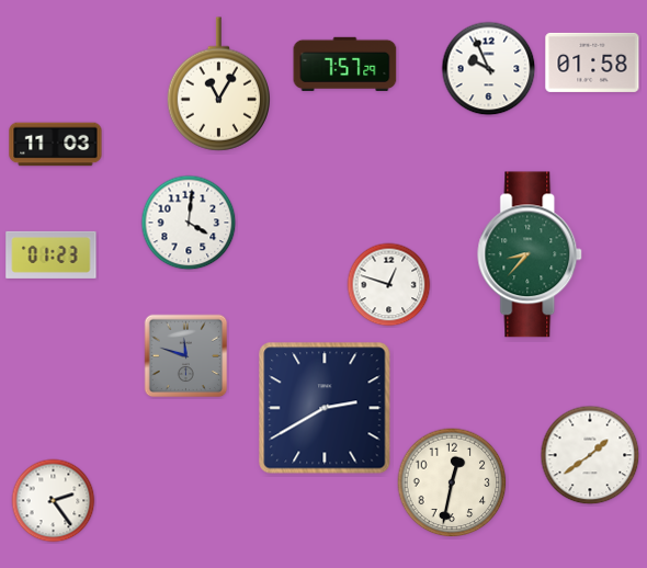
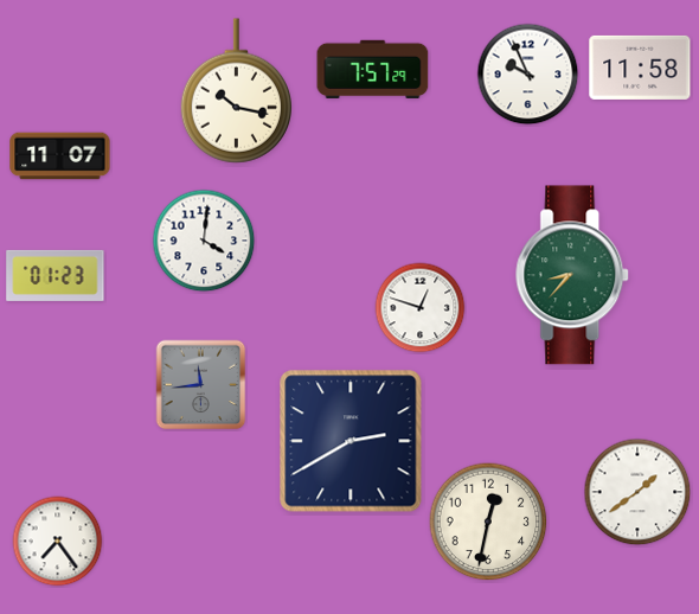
clock at (592, 63): 01:58 -> 11:58
clock at (218, 84): 11:05 -> 10:17
clock at (56, 145): 11:03 -> 11:07
clock at (186, 356): 11:48 -> 11:44
clock at (54, 501): 2:24 -> 7:24
